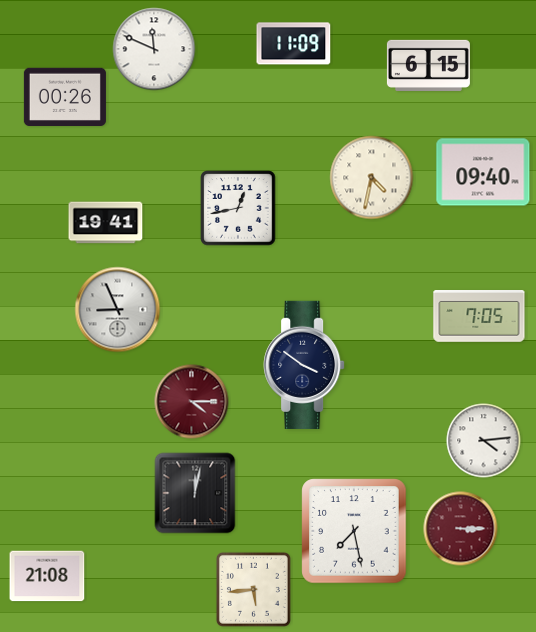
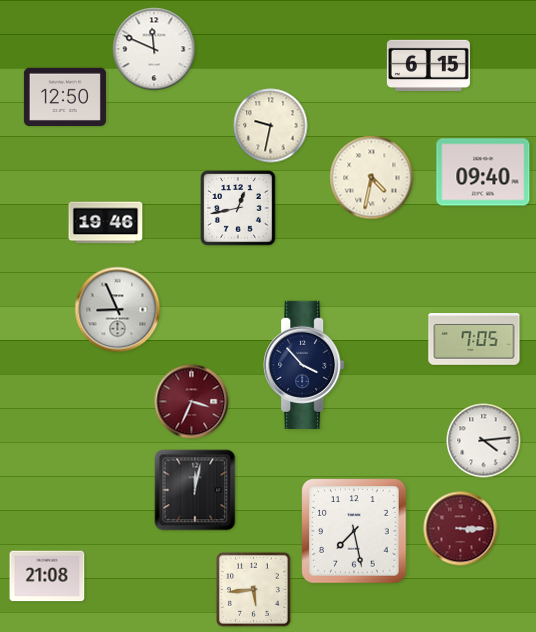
clock at (294, 44): 11:09 -> none
clock at (65, 96): 00:26 -> 12:50
clock at (271, 126): none -> 9:32
clock at (106, 223): 19:41 -> 19:46
clock at (479, 317) position: (479, 317) -> (474, 340)
clock at (304, 365): 3:51 -> 3:53
clock at (192, 402): 4:15 -> 3:34
clock at (195, 493) position: (195, 493) -> (195, 490)
